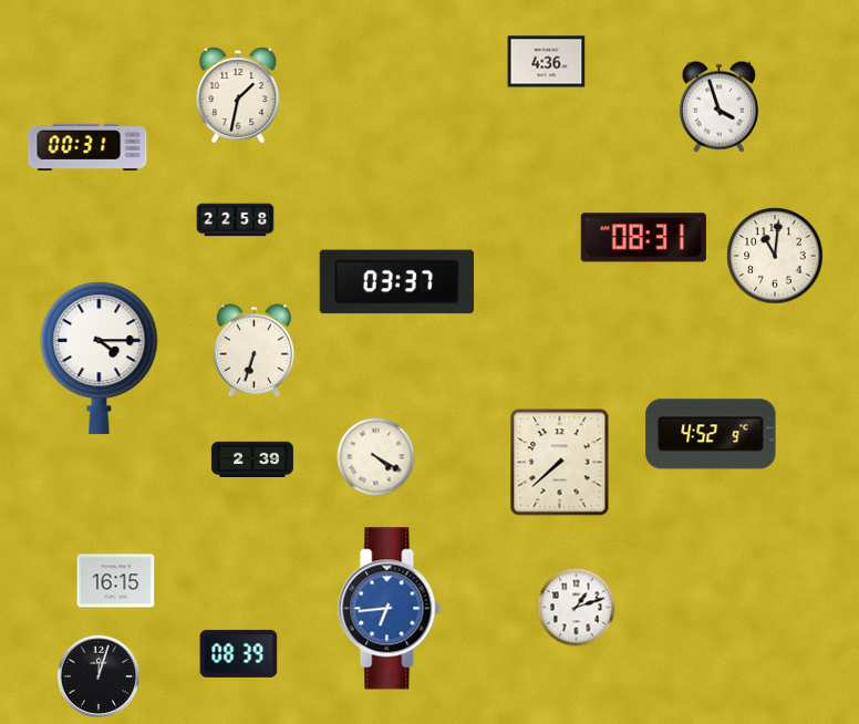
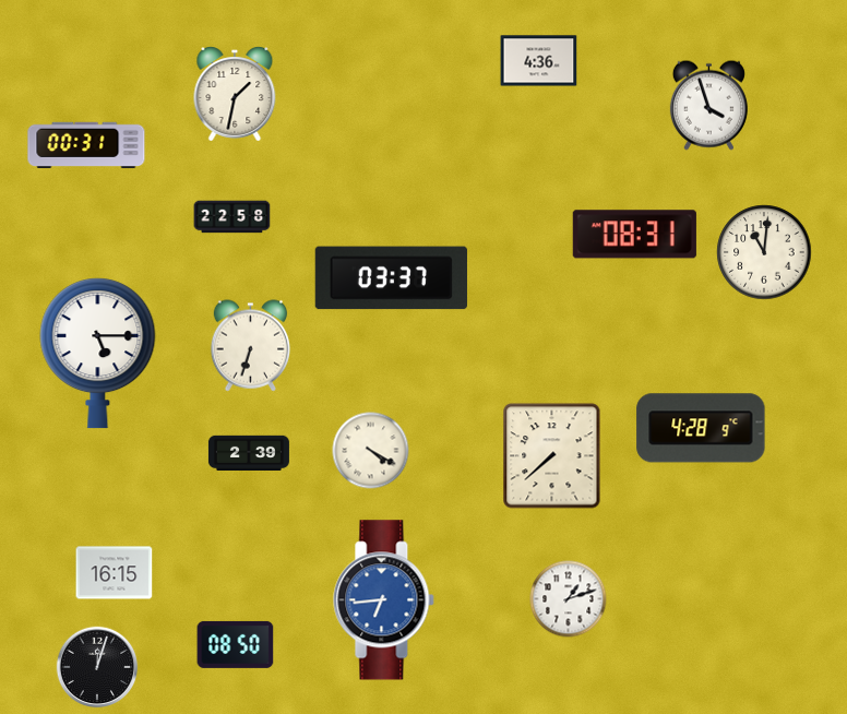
clock at (100, 359): 4:15 -> 5:15
clock at (711, 434): 4:52 -> 4:28
clock at (239, 653): 08:39 -> 08:50
